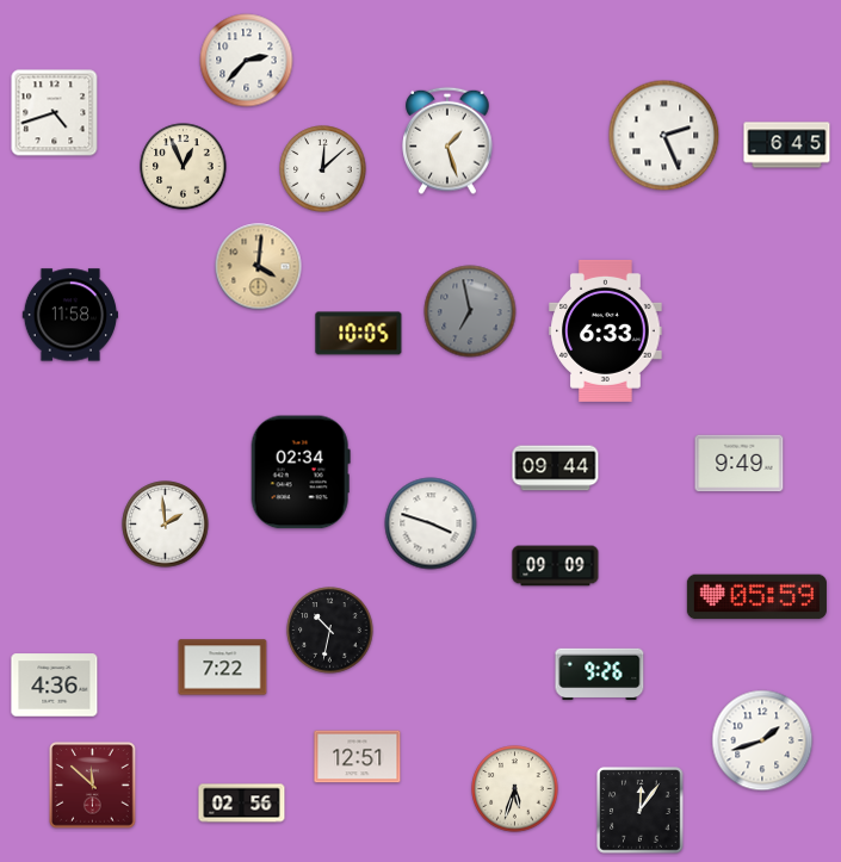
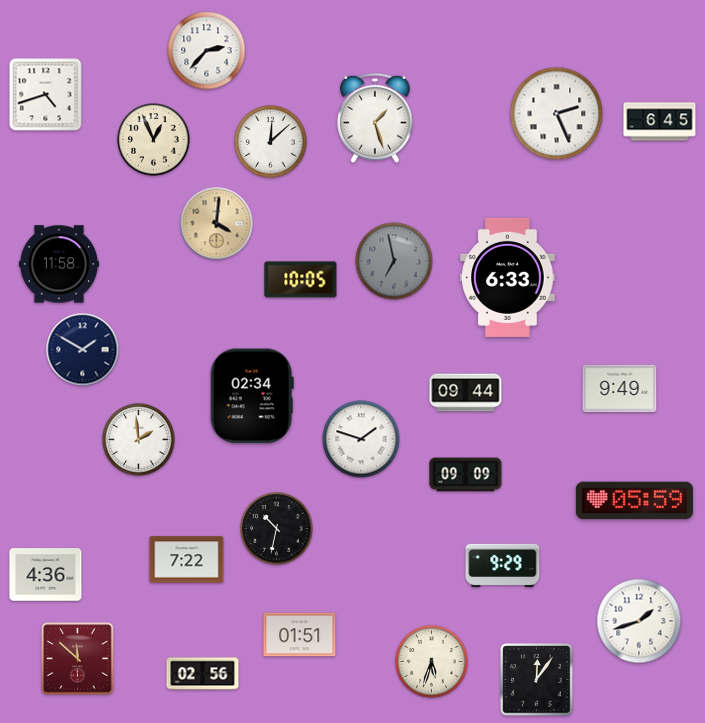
clock at (83, 350): none -> 1:50
clock at (431, 523): 3:48 -> 1:48
clock at (600, 674): 9:26 -> 9:29
clock at (358, 757): 12:51 -> 01:51
